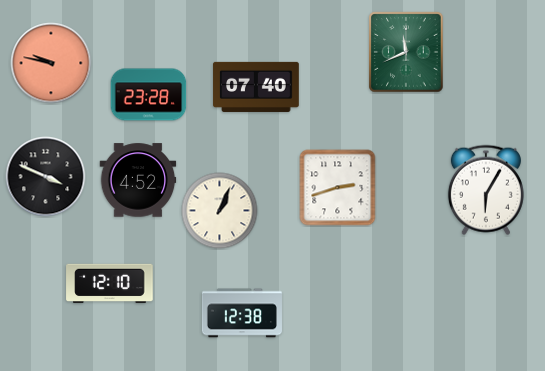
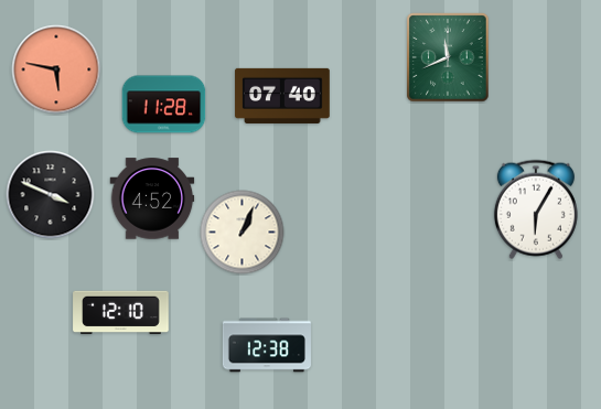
clock at (51, 63): 9:47 -> 5:47
clock at (149, 95): 23:28 -> 11:28
clock at (338, 188): 2:42 -> none
